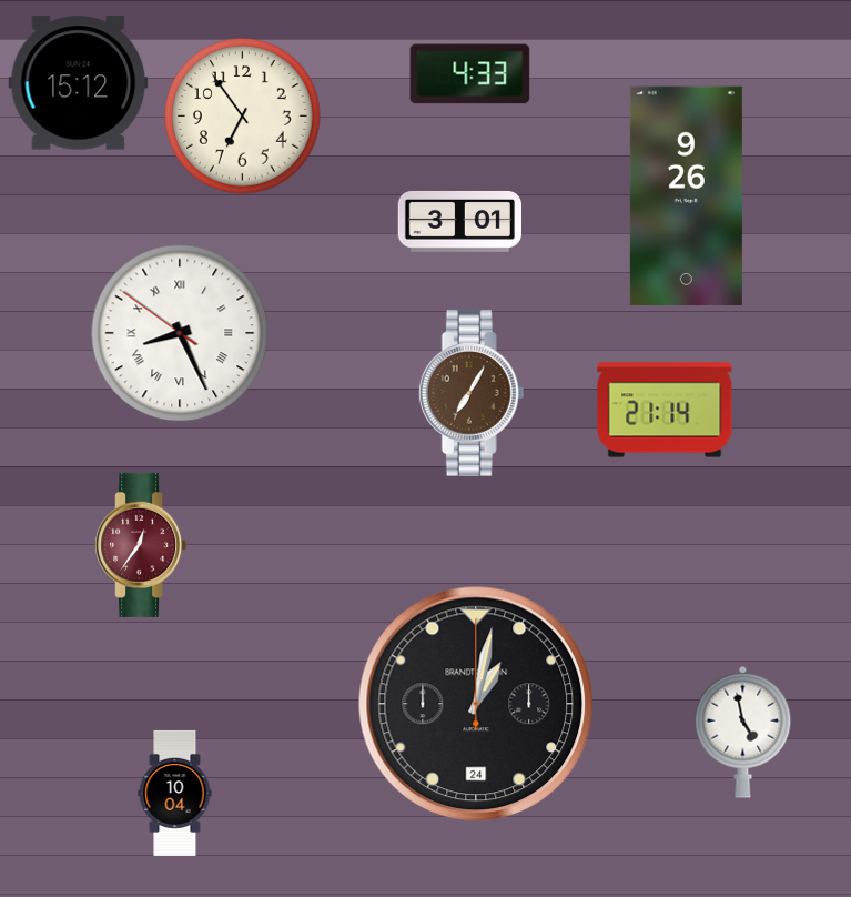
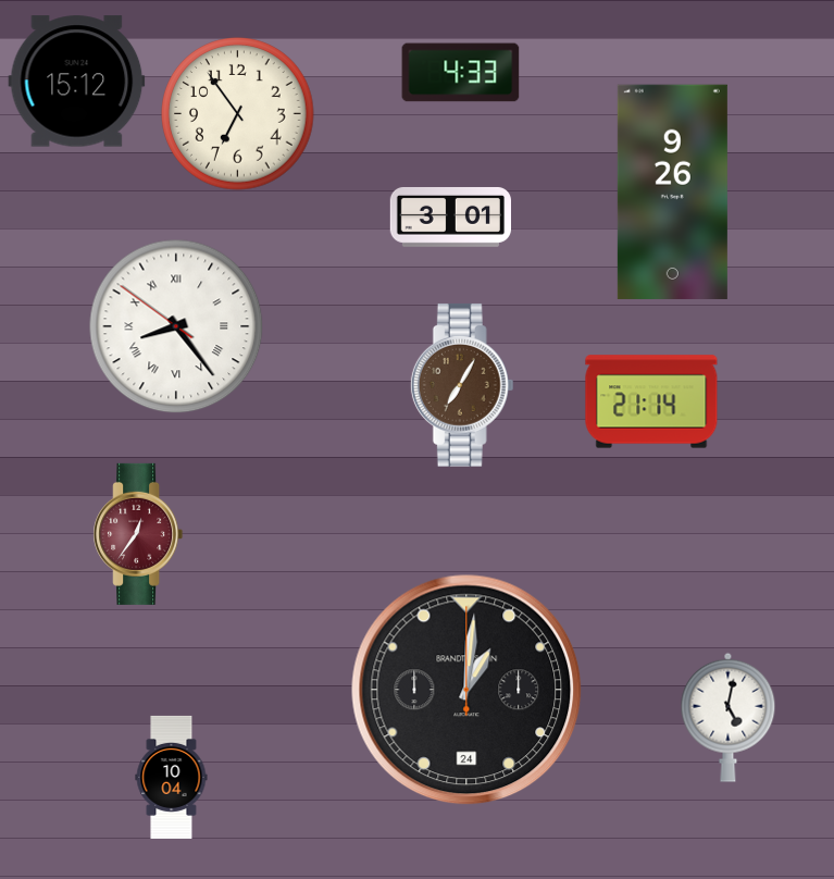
clock at (180, 333): 8:25 -> 8:23
clock at (476, 704): 1:02 -> 1:01
clock at (743, 732): 4:58 -> 5:02
